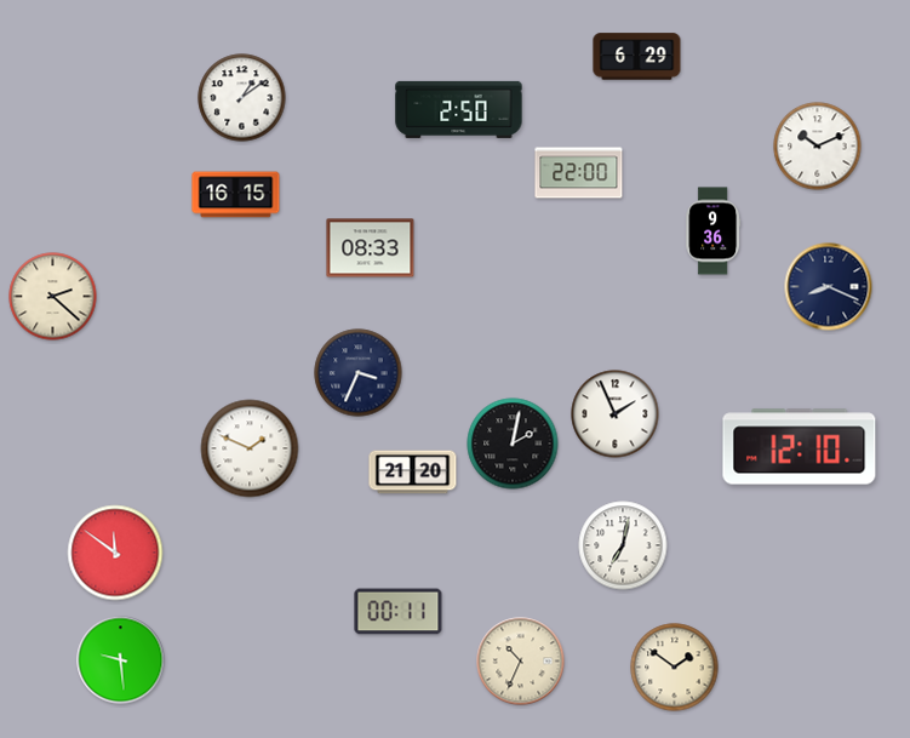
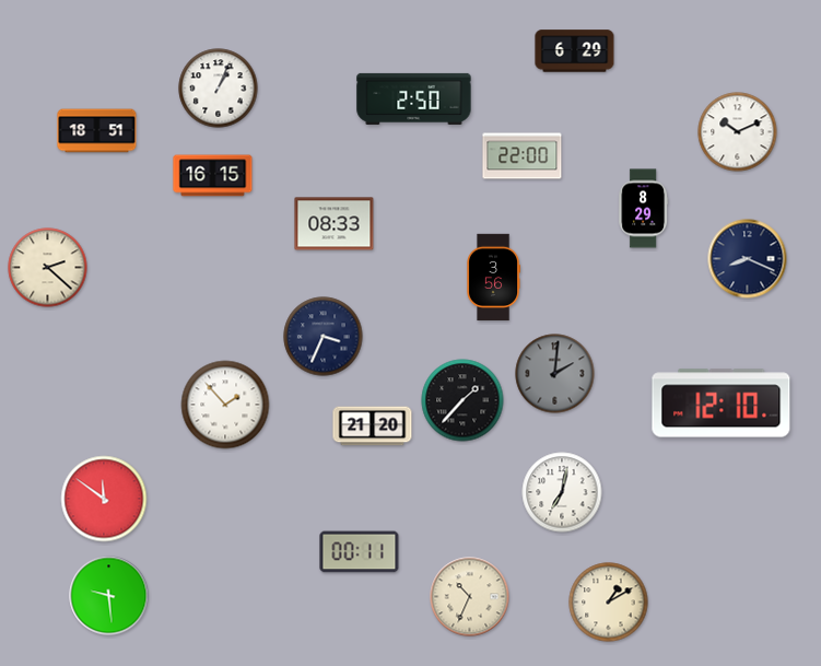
clock at (242, 98): 1:09 -> 1:04
clock at (97, 131): none -> 18:51
clock at (714, 231): 9:36 -> 8:29
clock at (494, 278): none -> 3:56
clock at (616, 414): 1:56 -> 2:01
clock at (616, 414) dial: white -> grey
clock at (513, 444): 2:02 -> 1:37
clock at (250, 448): 1:49 -> 1:53
clock at (675, 668): 1:51 -> 1:10
